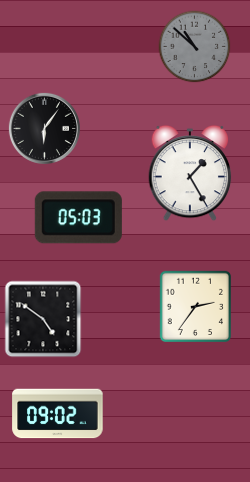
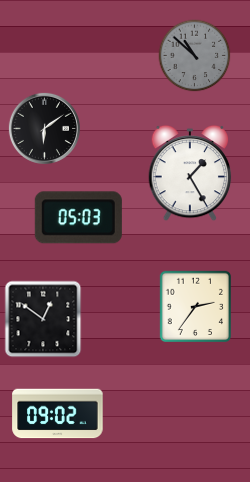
clock at (195, 47) position: (195, 47) -> (195, 56)
clock at (44, 128): 6:06 -> 6:09
clock at (43, 319): 4:51 -> 12:51
